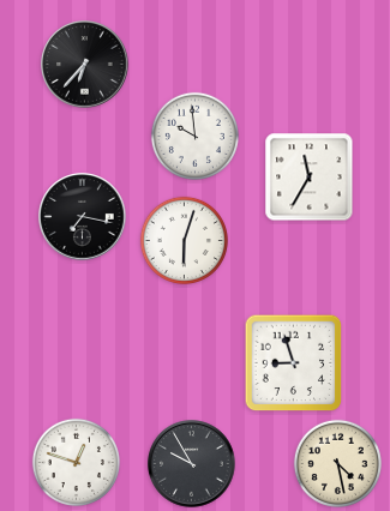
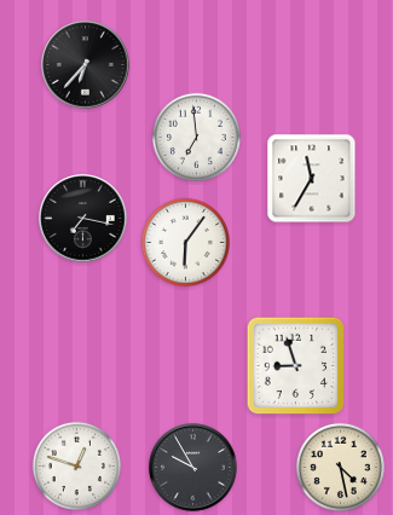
clock at (194, 136): 9:59 -> 6:59
clock at (184, 240): 6:03 -> 6:06
